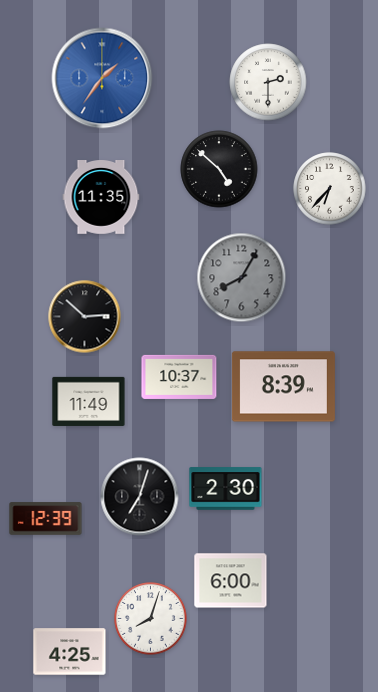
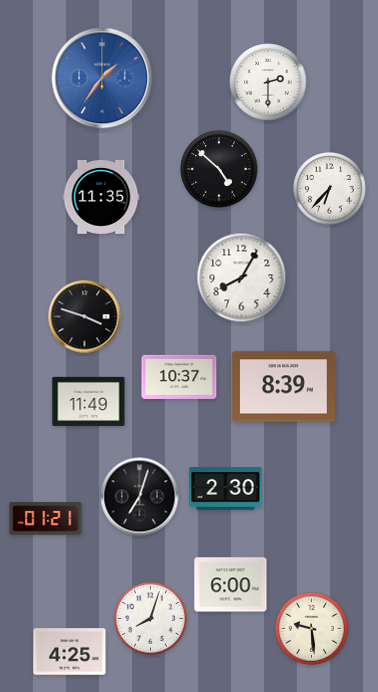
clock at (242, 278) dial: grey -> white
clock at (85, 317): 2:52 -> 3:48
clock at (46, 519): 12:39 -> 01:21
clock at (231, 581) position: (231, 581) -> (231, 585)
clock at (312, 629): none -> 9:29
